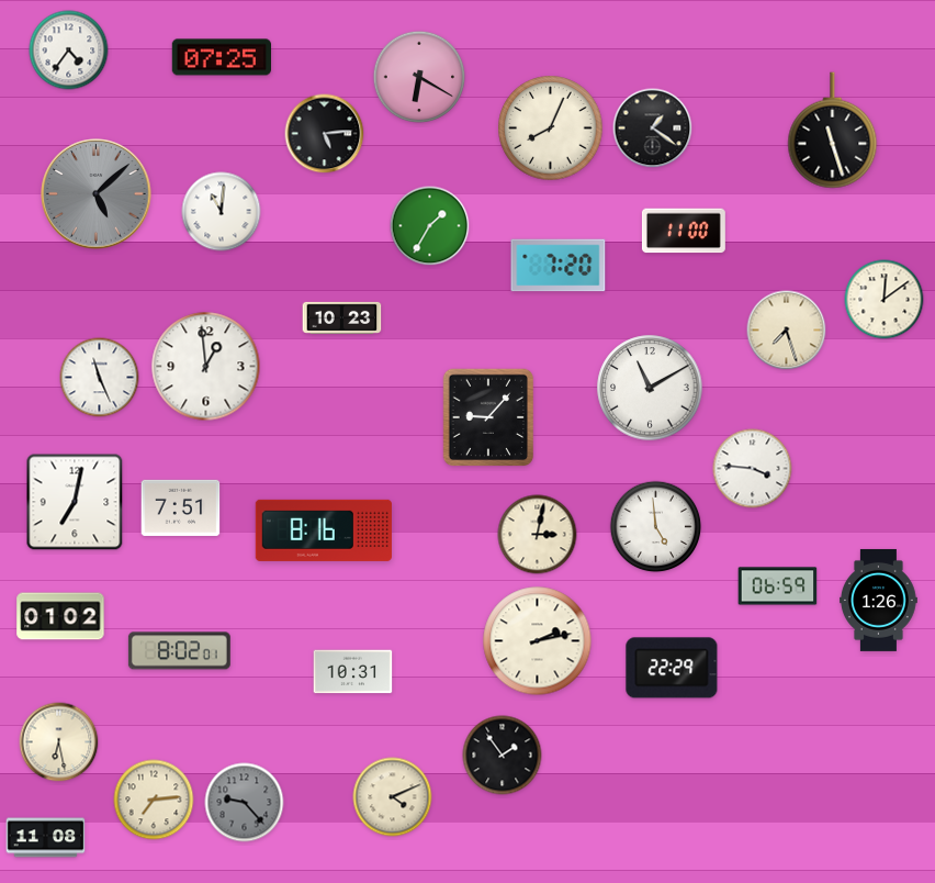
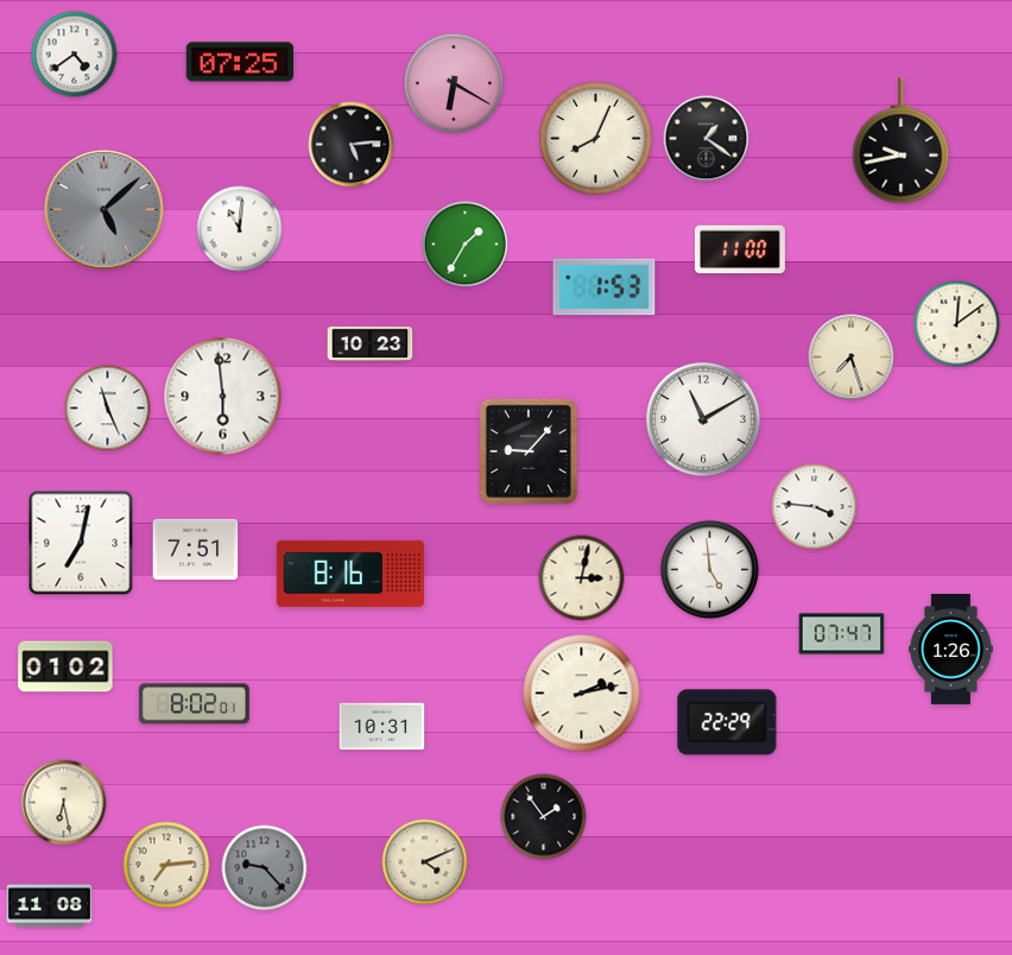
clock at (69, 51): 4:36 -> 4:39
clock at (833, 131): 11:27 -> 9:43
clock at (559, 266): 7:20 -> 1:53
clock at (206, 367): 12:59 -> 5:59
clock at (778, 586): 06:59 -> 07:47
